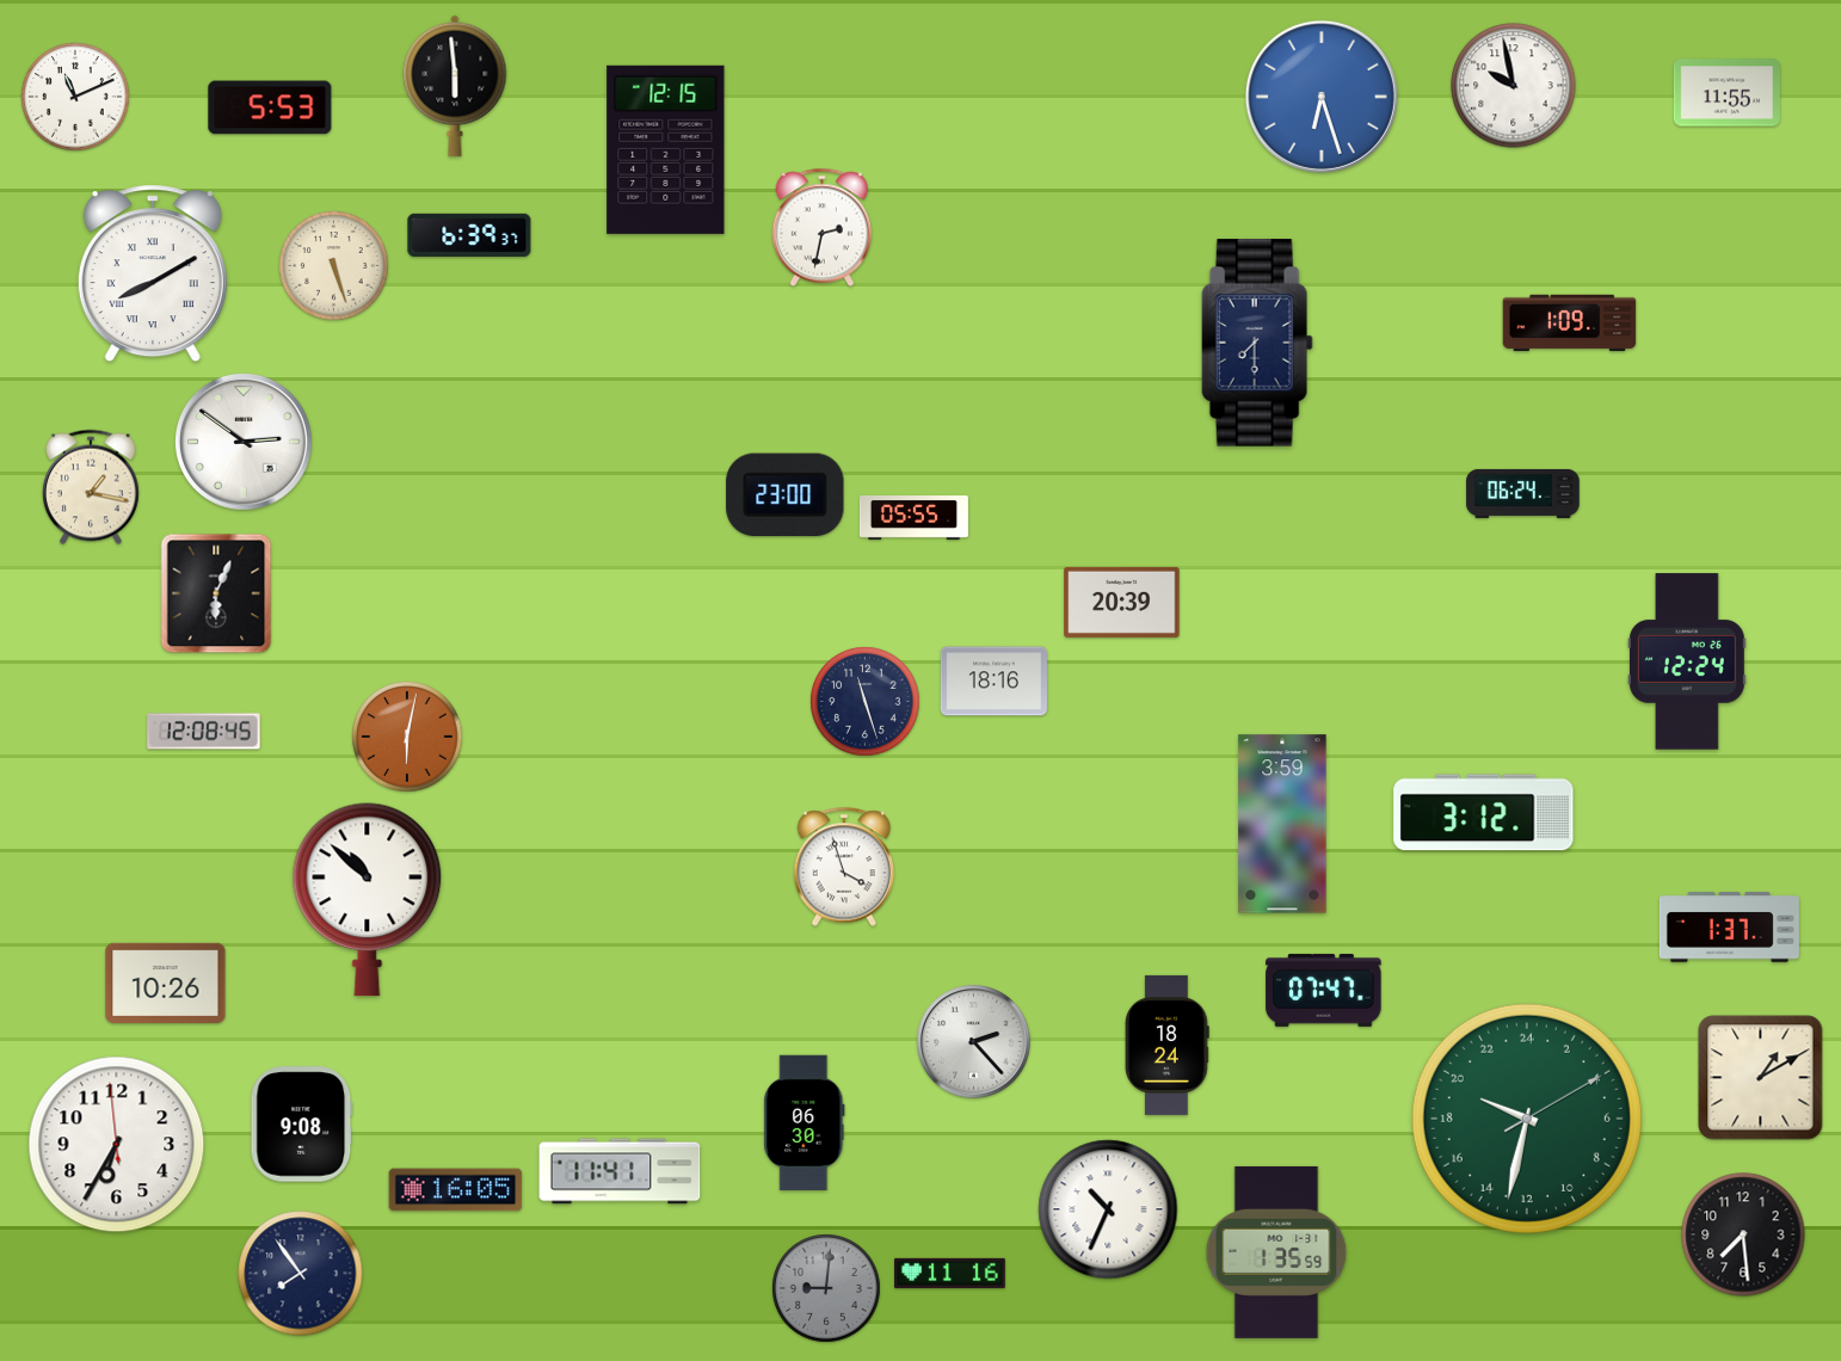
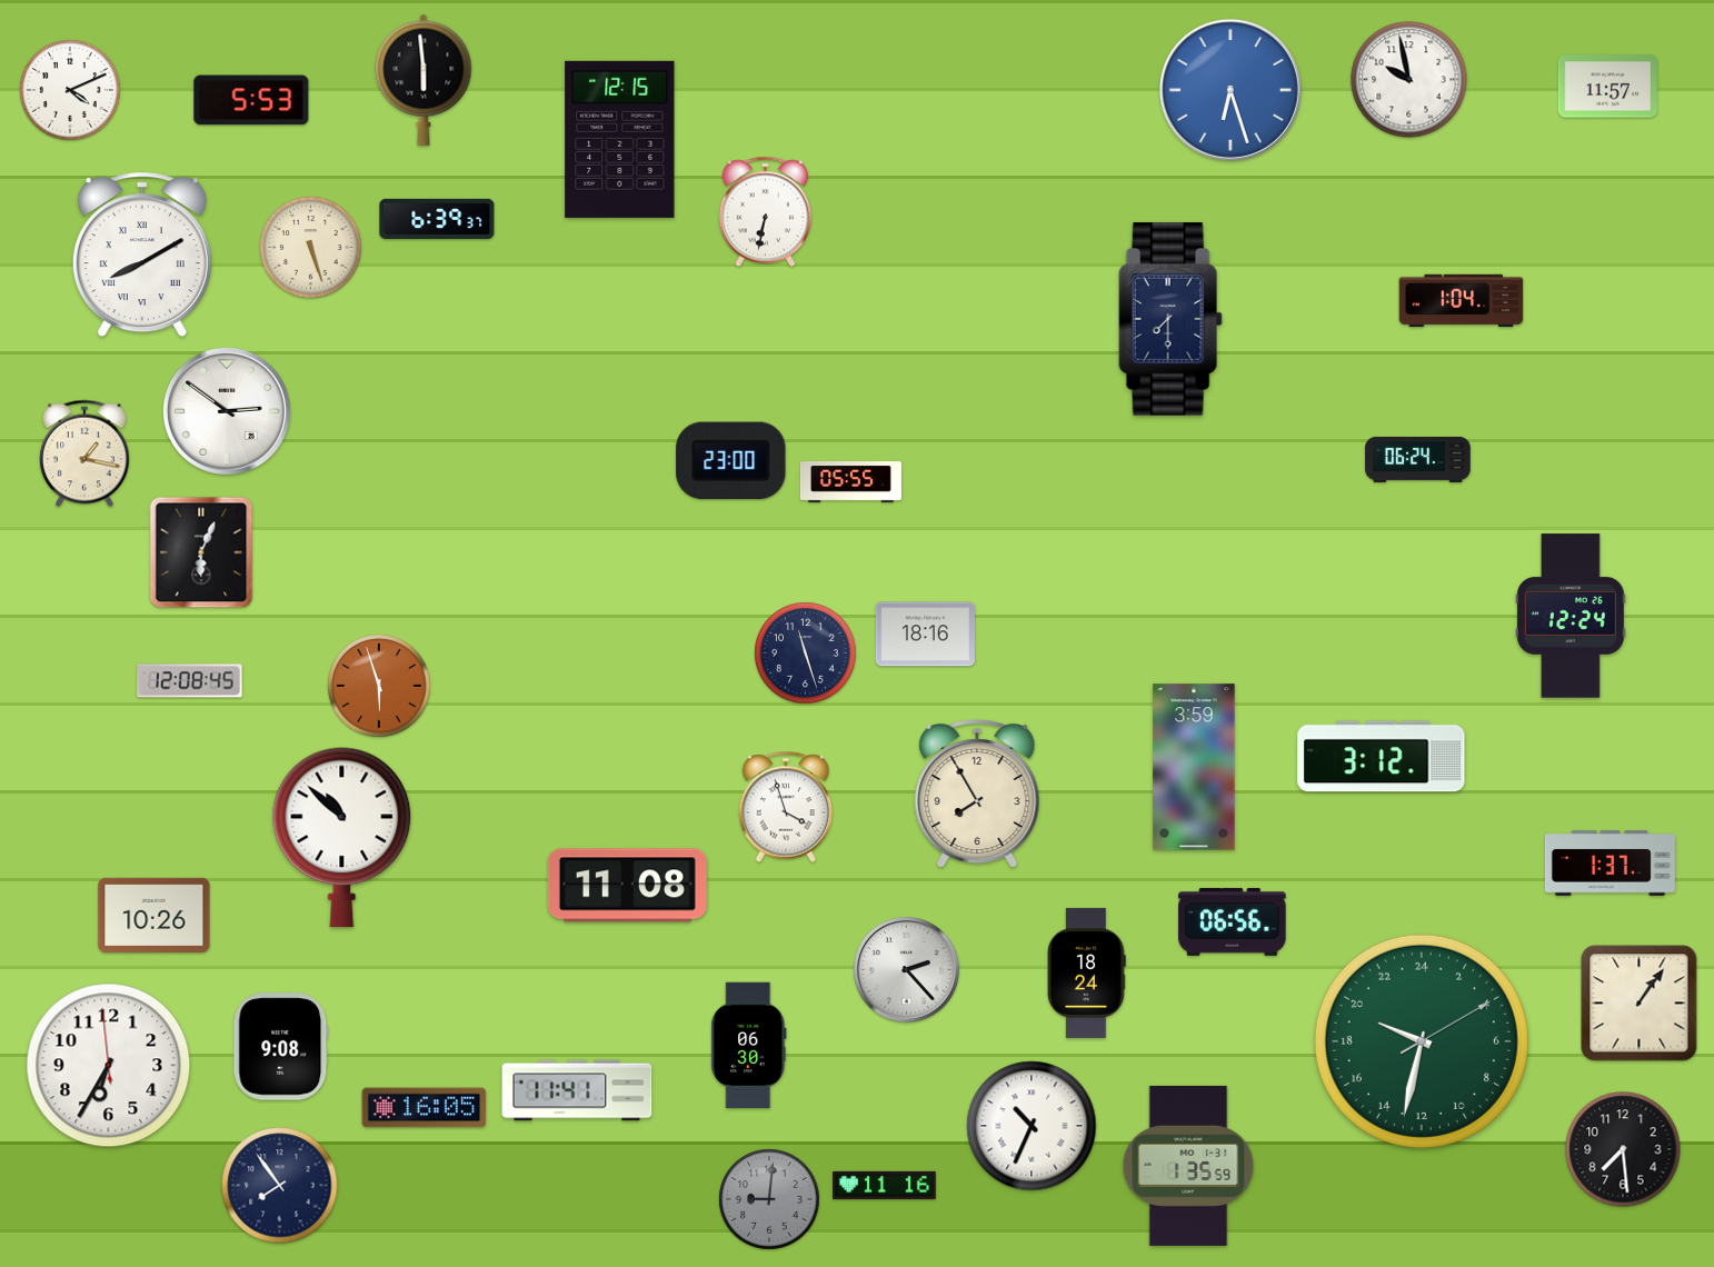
clock at (1726, 93): 11:55 -> 11:57
clock at (75, 97): 11:11 -> 4:11
clock at (821, 228): 2:32 -> 6:32
clock at (1570, 324): 1:09 -> 1:04
clock at (1122, 602): 20:39 -> none
clock at (407, 737): 6:02 -> 5:57
clock at (977, 795): none -> 7:55
clock at (627, 886): none -> 11:08
clock at (1324, 990): 07:47 -> 06:56
clock at (1761, 1078): 1:10 -> 1:06
